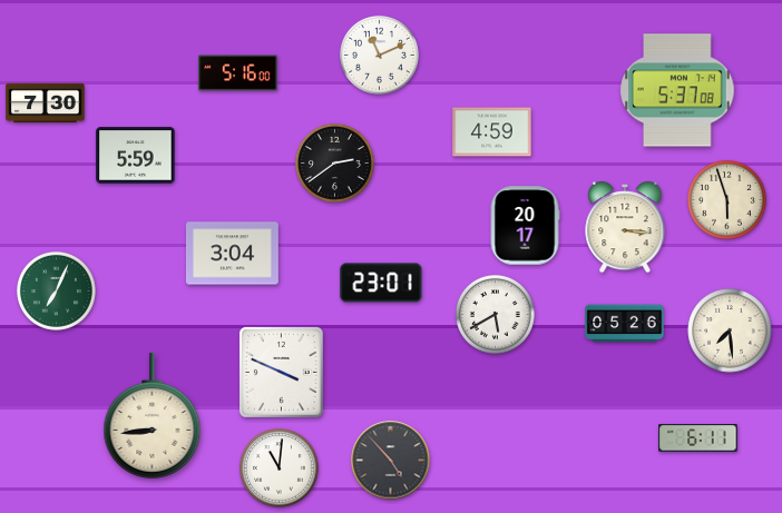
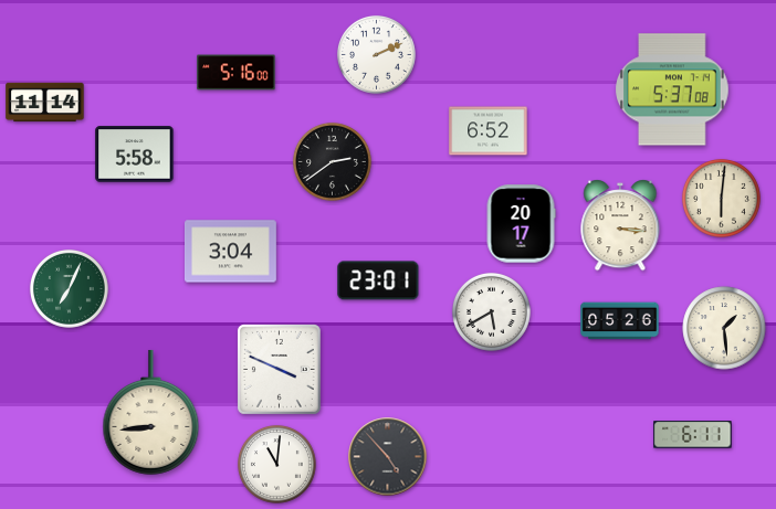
clock at (379, 55): 11:11 -> 2:11
clock at (46, 103): 7:30 -> 11:14
clock at (492, 132): 4:59 -> 6:52
clock at (136, 156): 5:59 -> 5:58
clock at (726, 199): 5:57 -> 6:01
clock at (56, 290) position: (56, 290) -> (69, 288)
clock at (730, 331): 7:29 -> 1:29
